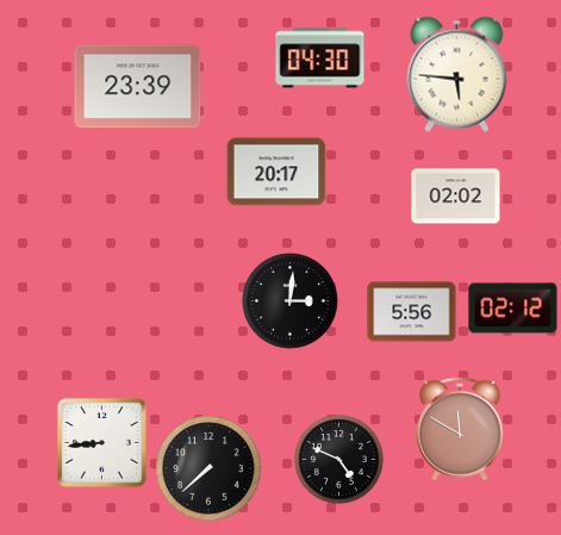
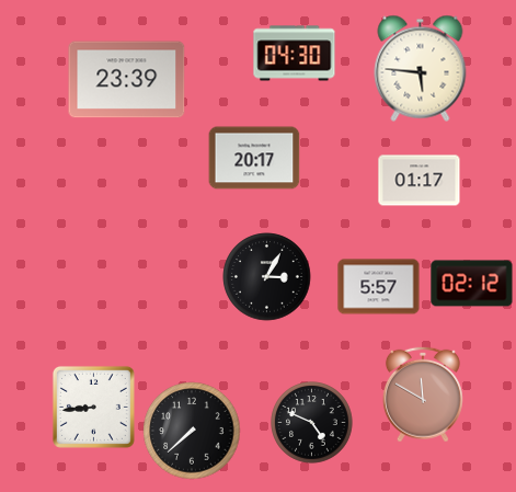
clock at (456, 197): 02:02 -> 01:17
clock at (291, 301): 3:01 -> 3:05
clock at (412, 312): 5:56 -> 5:57
